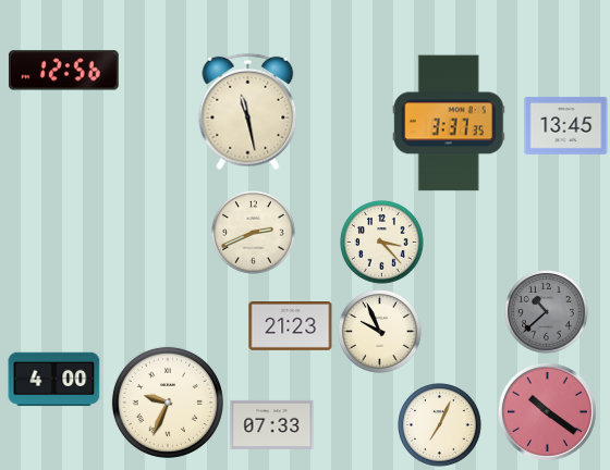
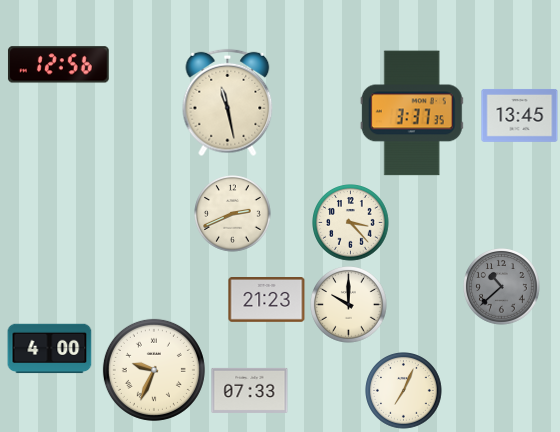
clock at (380, 332): 9:56 -> 10:00
clock at (547, 411): 10:21 -> none
